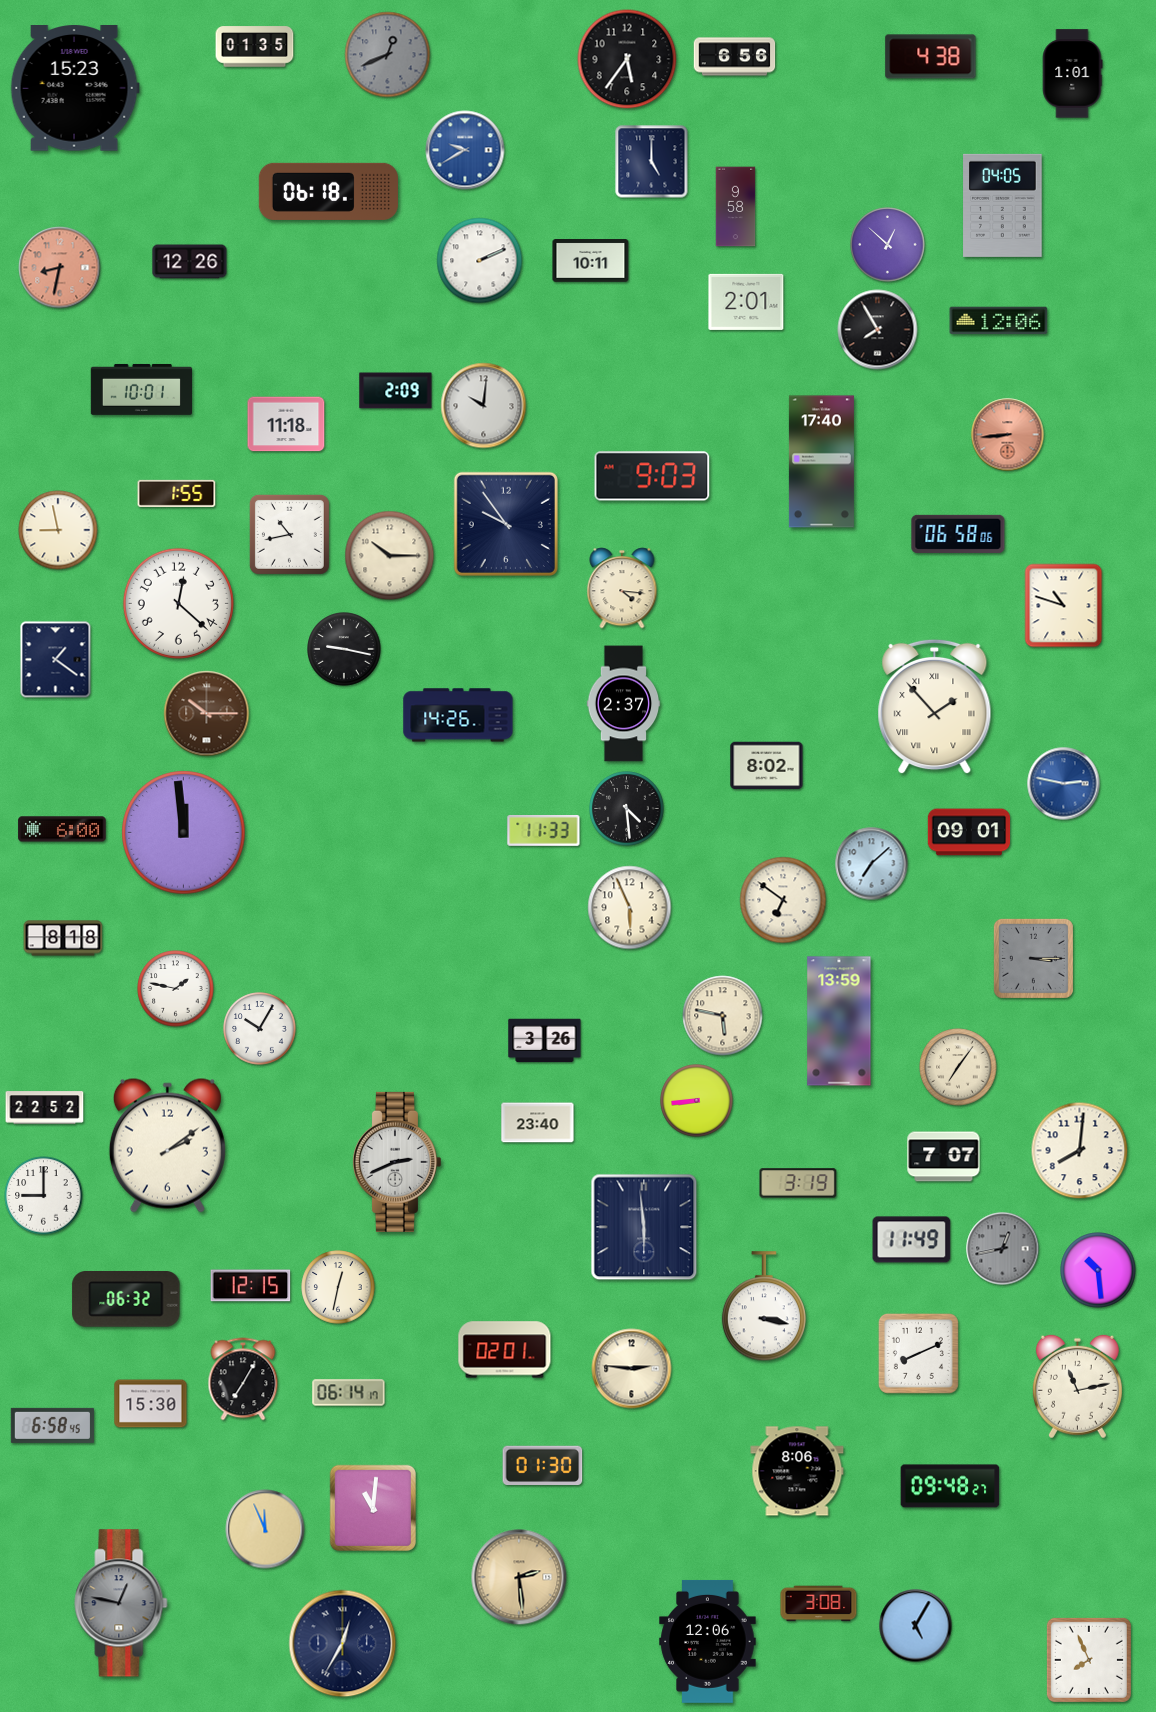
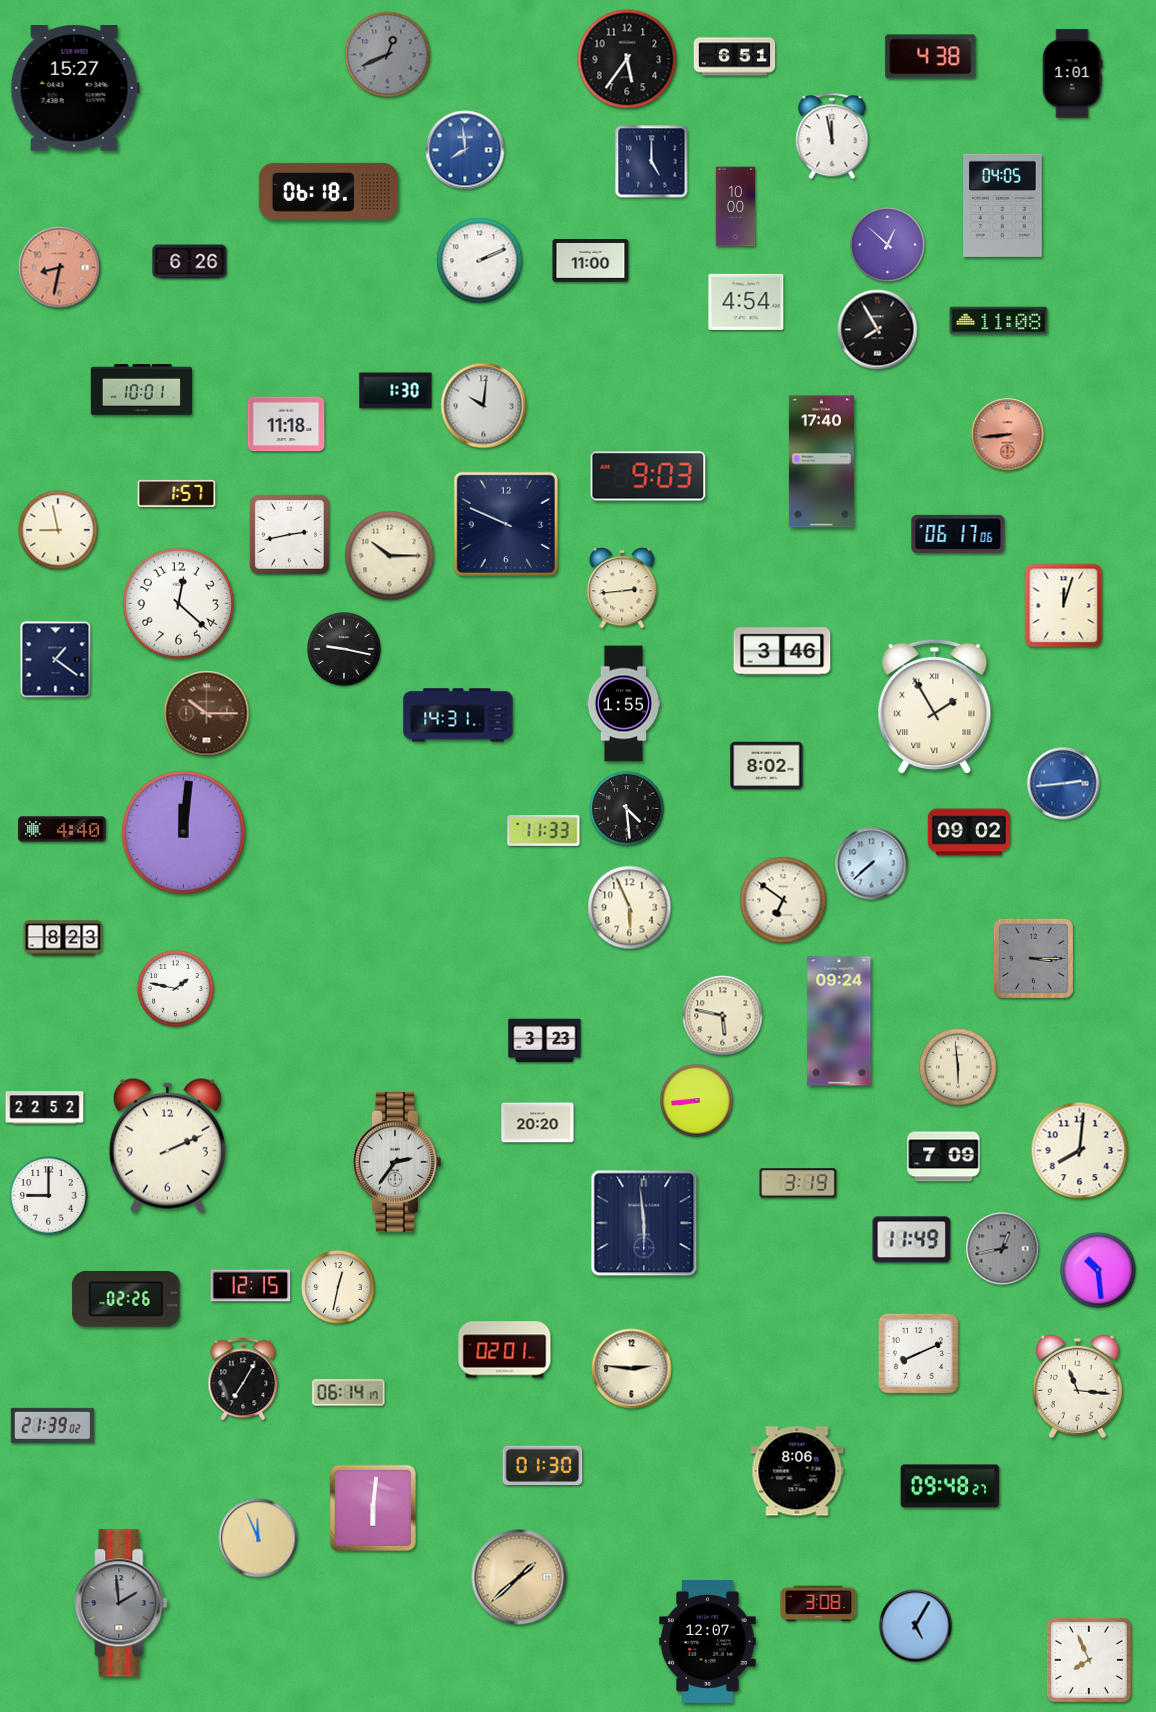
clock at (255, 47): 01:35 -> none
clock at (735, 57): 6:56 -> 6:51
clock at (75, 89): 15:23 -> 15:27
clock at (832, 136): none -> 11:58
clock at (465, 150): 9:40 -> 7:59
clock at (736, 207): 9:58 -> 10:00
clock at (591, 261): 10:11 -> 11:00
clock at (190, 262): 12:26 -> 6:26
clock at (746, 302): 2:01 -> 4:54
clock at (999, 321): 12:06 -> 11:08
clock at (396, 391): 2:09 -> 1:30
clock at (652, 476) position: (652, 476) -> (648, 476)
clock at (177, 493): 1:55 -> 1:57
clock at (506, 524): 9:54 -> 9:49
clock at (289, 534): 10:43 -> 2:43
clock at (958, 534): 06:58 -> 06:17
clock at (622, 588): 4:16 -> 2:44
clock at (1064, 606): 10:48 -> 12:03
clock at (782, 651): none -> 3:46
clock at (624, 704): 2:37 -> 1:55
clock at (935, 707): 1:53 -> 1:55
clock at (458, 715): 14:26 -> 14:31
clock at (1064, 784): 2:47 -> 2:44
clock at (62, 829): 6:00 -> 4:40
clock at (969, 832): 09:01 -> 09:02
clock at (184, 833): 11:59 -> 12:01
clock at (872, 864): 7:08 -> 7:38
clock at (63, 938): 8:18 -> 8:23
clock at (839, 1021): 13:59 -> 09:24
clock at (260, 1029): 10:05 -> none
clock at (545, 1041): 3:26 -> 3:23
clock at (958, 1067): 7:06 -> 5:59
clock at (538, 1123): 23:40 -> 20:20
clock at (167, 1145): 2:09 -> 2:11
clock at (944, 1157): 7:07 -> 7:09
clock at (396, 1162): 2:41 -> 2:36
clock at (44, 1196) position: (44, 1196) -> (49, 1196)
clock at (644, 1227) position: (644, 1227) -> (644, 1223)
clock at (126, 1300): 06:32 -> 02:26
clock at (764, 1307): 3:17 -> none
clock at (1077, 1387): 11:13 -> 11:16
clock at (151, 1404): 15:30 -> none
clock at (52, 1425): 6:58 -> 21:39
clock at (373, 1508): 11:01 -> 6:01
clock at (265, 1529) position: (265, 1529) -> (258, 1538)
clock at (519, 1577): 2:29 -> 1:38
clock at (121, 1603): 12:47 -> 1:59
clock at (708, 1641): 12:06 -> 12:07
clock at (343, 1644): 12:35 -> none
